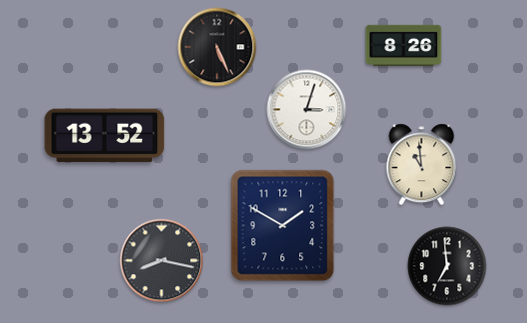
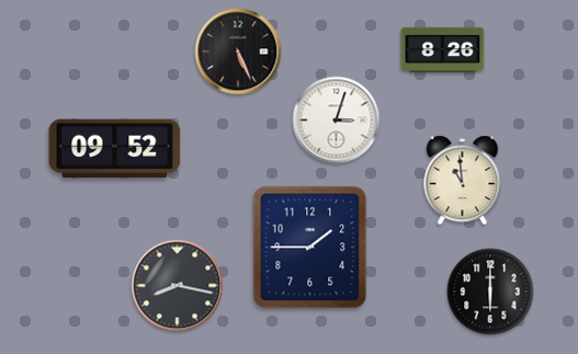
clock at (105, 136): 13:52 -> 09:52
clock at (283, 226): 1:50 -> 1:45
clock at (447, 266): 6:59 -> 6:00
